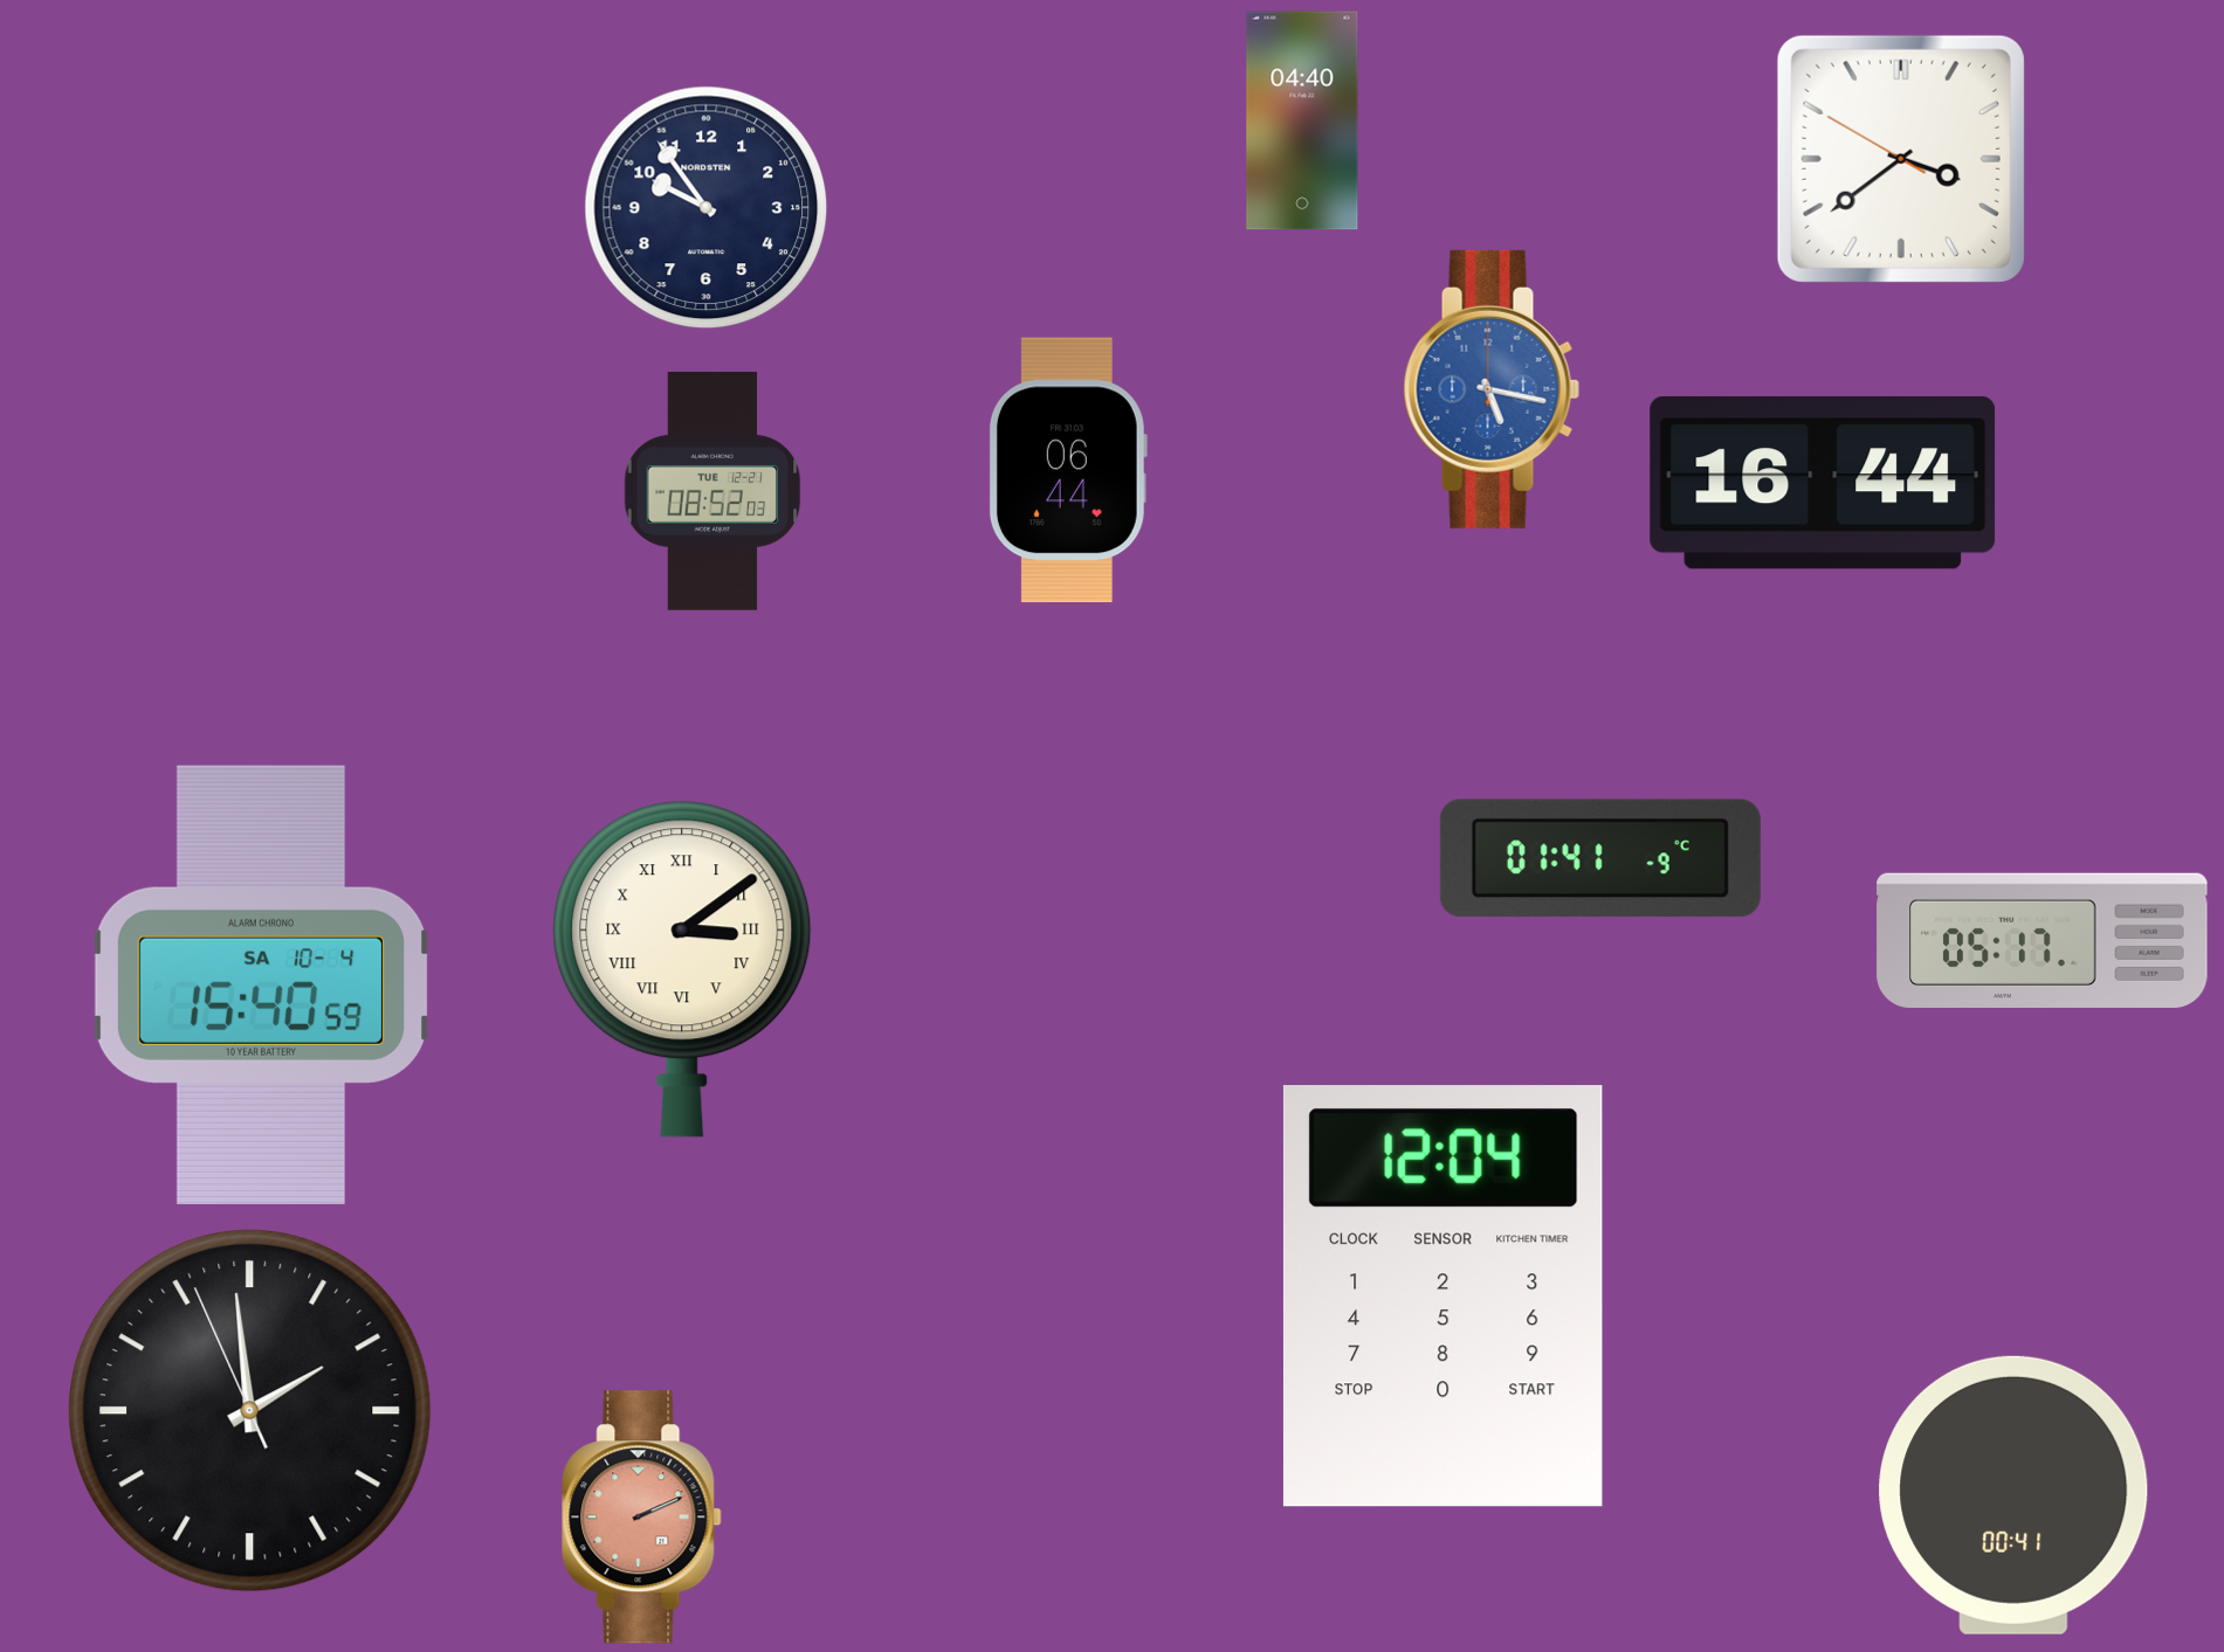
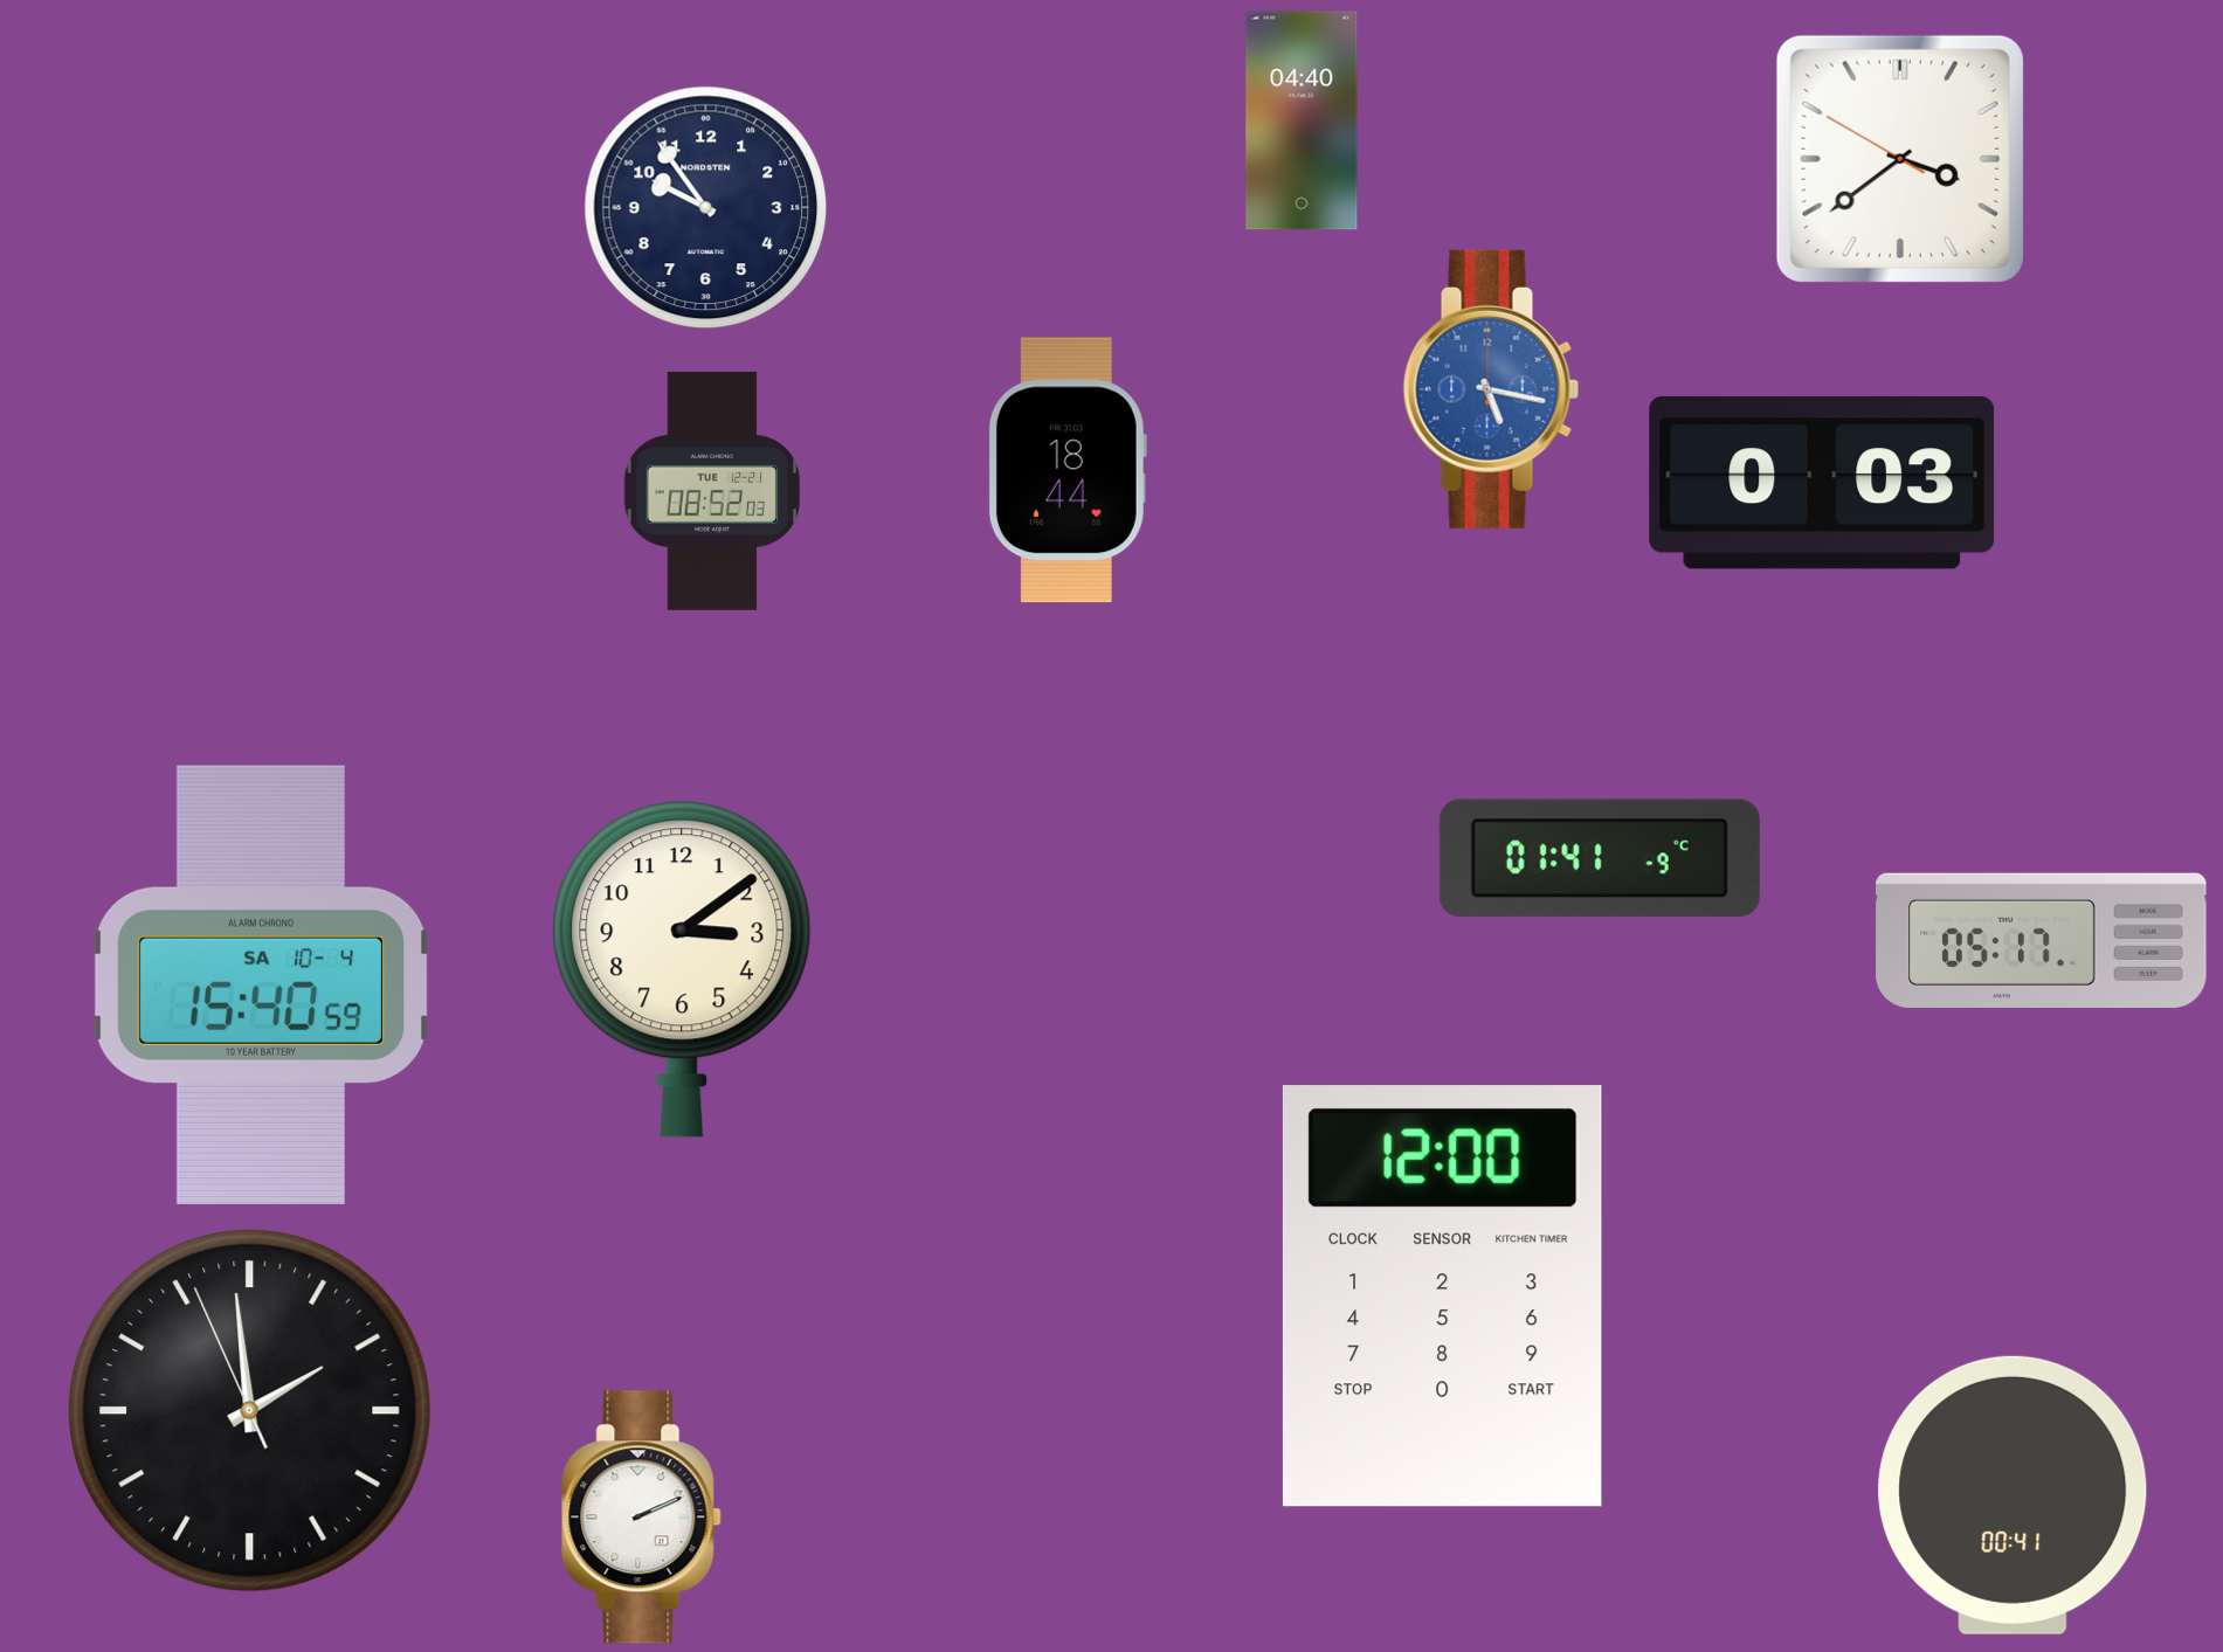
clock at (1068, 470): 06:44 -> 18:44
clock at (1823, 483): 16:44 -> 0:03
clock at (682, 969) numerals: Roman -> Arabic
clock at (1442, 1297): 12:04 -> 12:00
clock at (642, 1518) dial: salmon -> white
